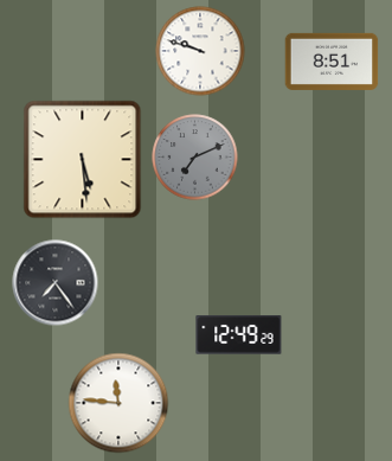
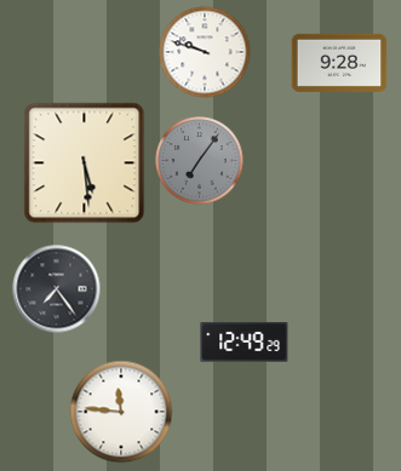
clock at (332, 62): 8:51 -> 9:28
clock at (195, 158): 7:11 -> 7:06
